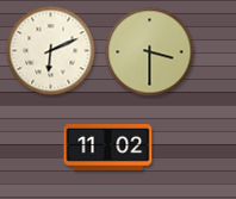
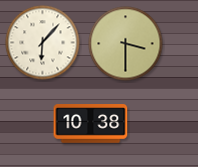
clock at (51, 51): 6:11 -> 6:07
clock at (108, 148): 11:02 -> 10:38
